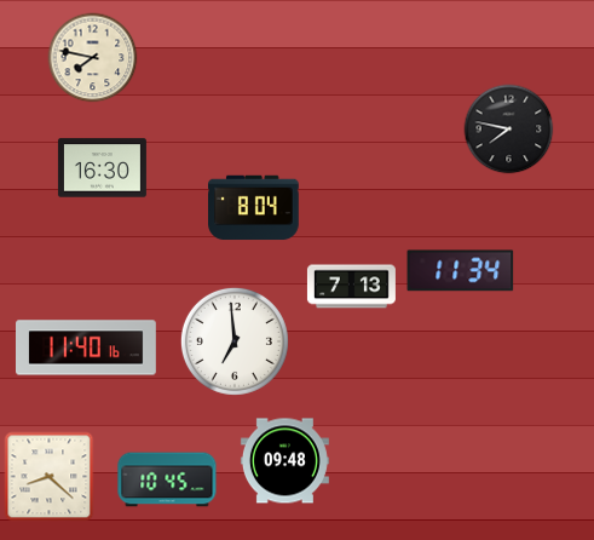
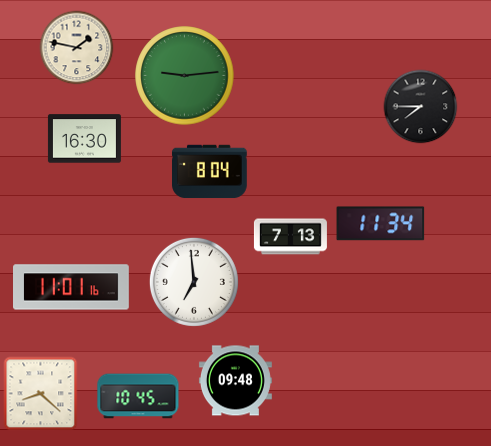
clock at (93, 58): 7:47 -> 1:47
clock at (185, 76): none -> 9:14
clock at (509, 130): 7:47 -> 7:45
clock at (87, 347): 11:40 -> 11:01
